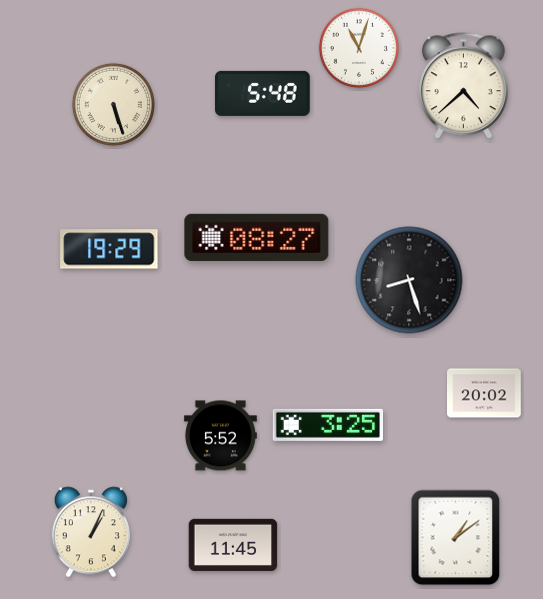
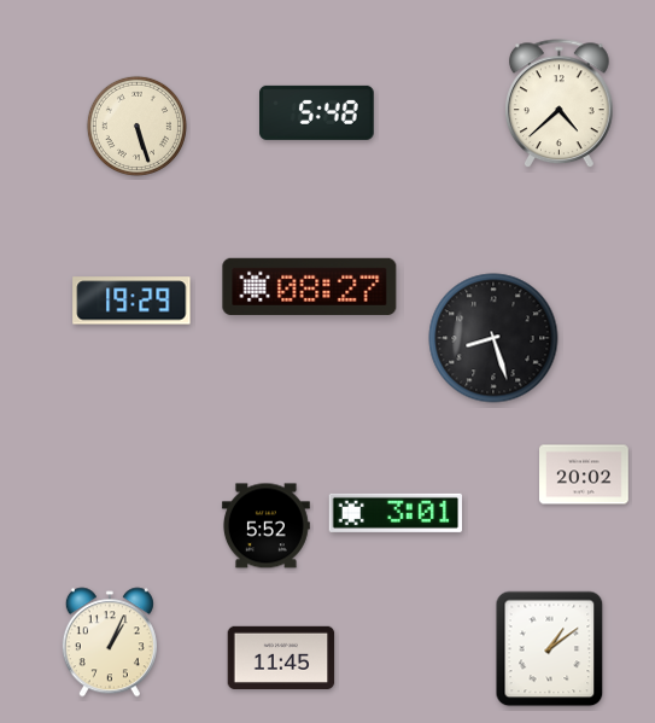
clock at (359, 48): 11:03 -> none
clock at (327, 425): 3:25 -> 3:01
